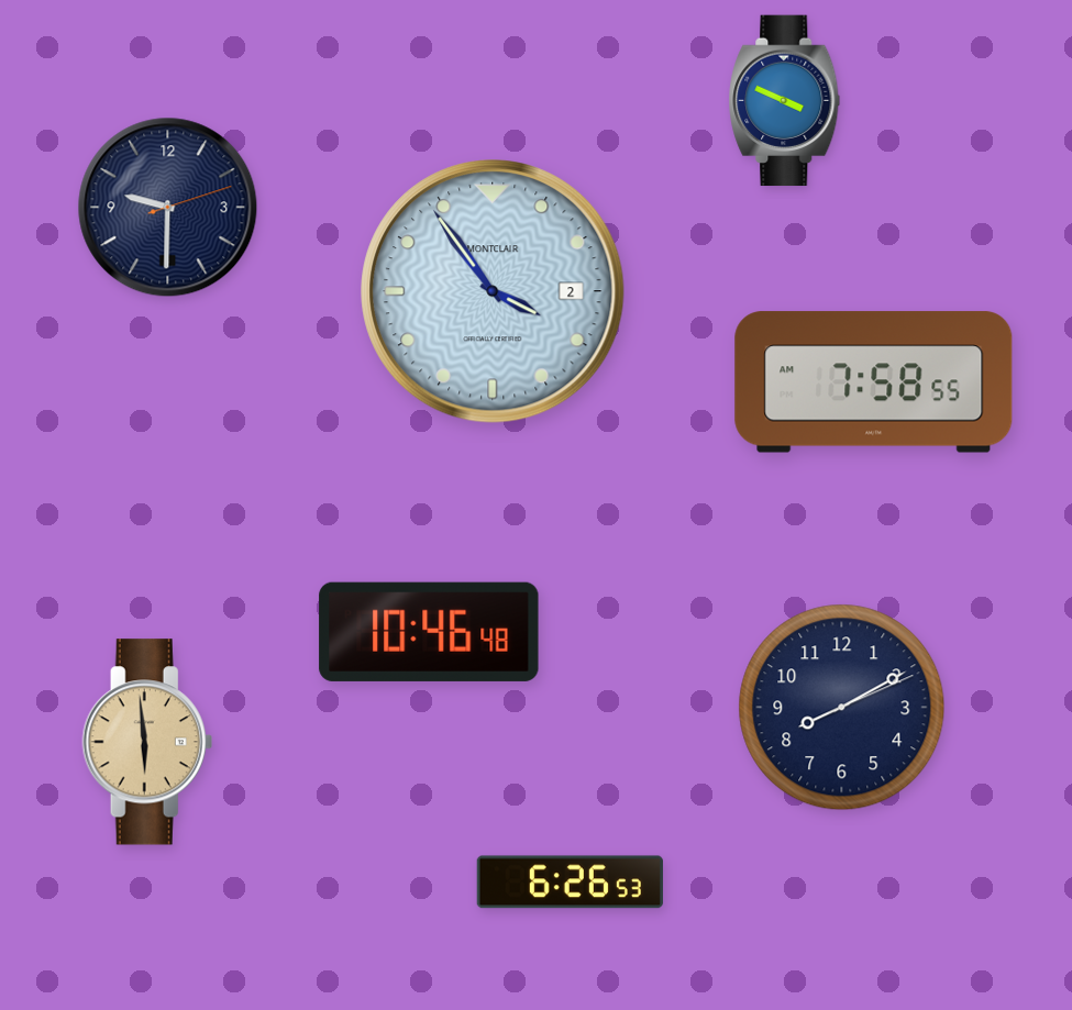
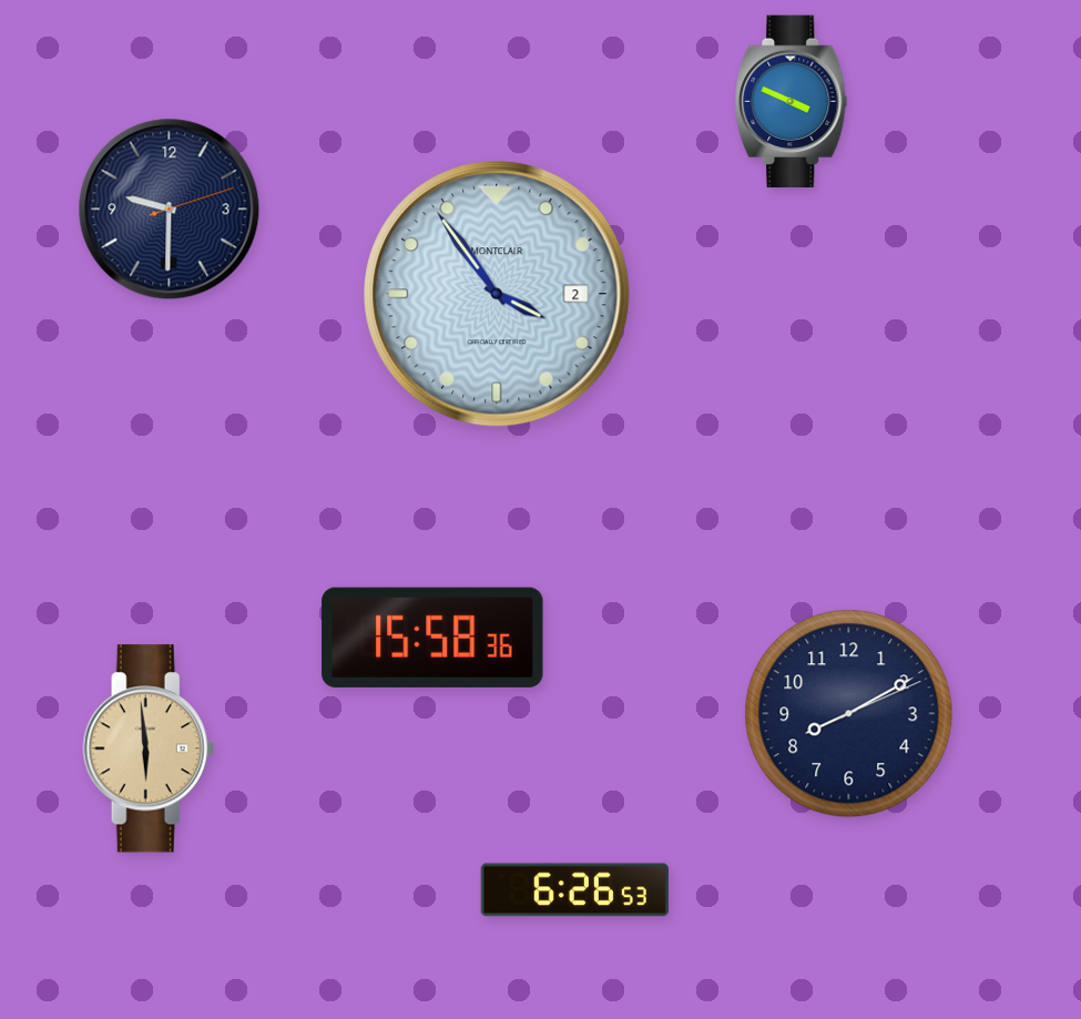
clock at (874, 382): 7:58 -> none
clock at (429, 632): 10:46 -> 15:58
